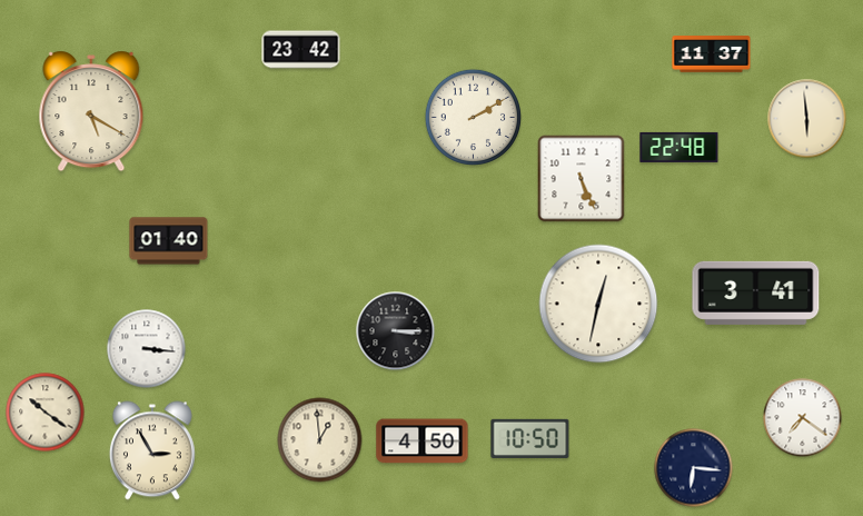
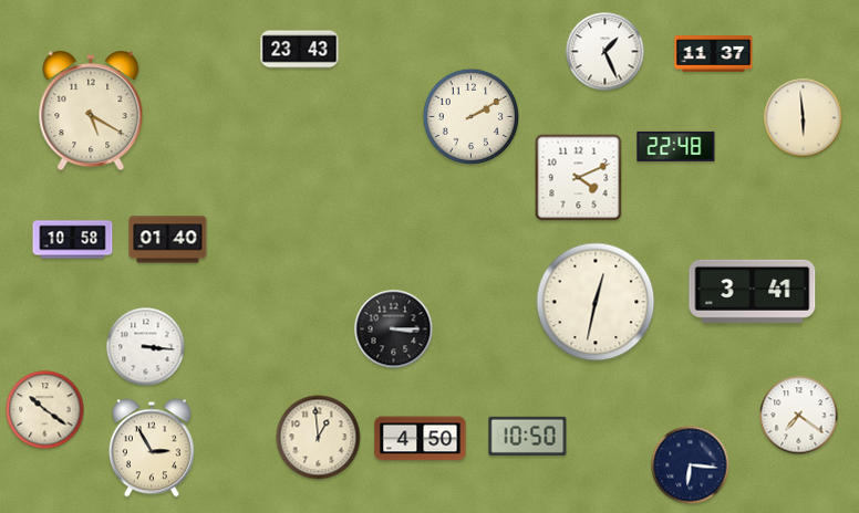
clock at (301, 50): 23:42 -> 23:43
clock at (606, 52): none -> 1:26
clock at (712, 54) position: (712, 54) -> (714, 54)
clock at (582, 179): 5:26 -> 4:11
clock at (73, 240): none -> 10:58
